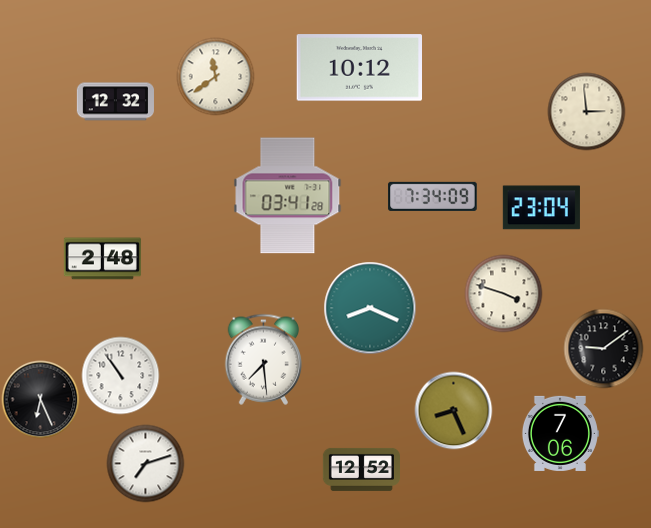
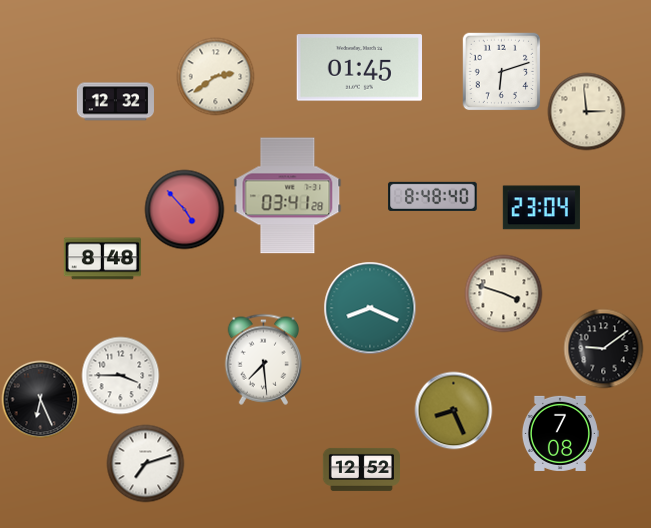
clock at (359, 68): 10:12 -> 01:45
clock at (501, 71): none -> 6:12
clock at (215, 76): 11:39 -> 2:39
clock at (433, 196): 7:34 -> 8:48
clock at (184, 209): none -> 4:53
clock at (102, 259): 2:48 -> 8:48
clock at (120, 375): 10:54 -> 3:45
clock at (560, 433): 7:06 -> 7:08
